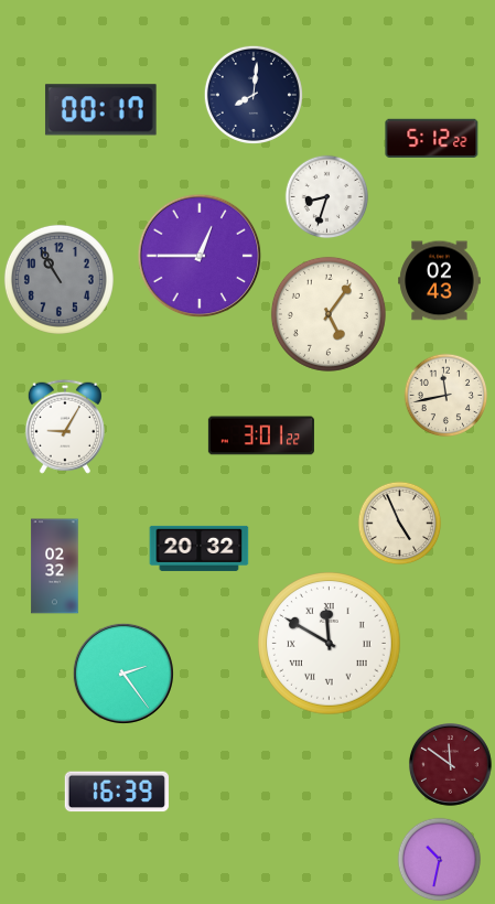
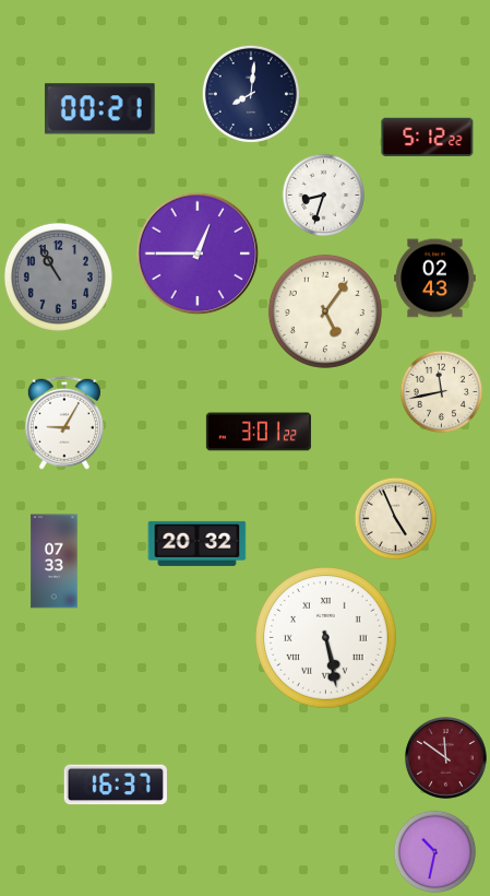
clock at (100, 110): 00:17 -> 00:21
clock at (55, 567): 02:32 -> 07:33
clock at (330, 644): 11:50 -> 5:28
clock at (123, 674): 2:24 -> none
clock at (117, 792): 16:39 -> 16:37
